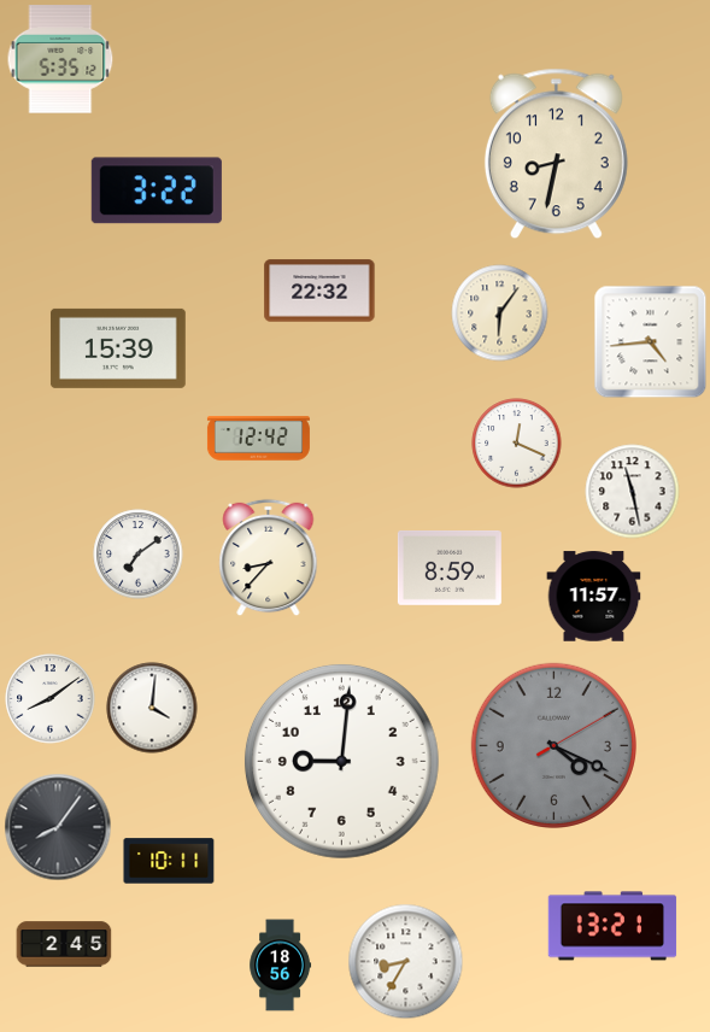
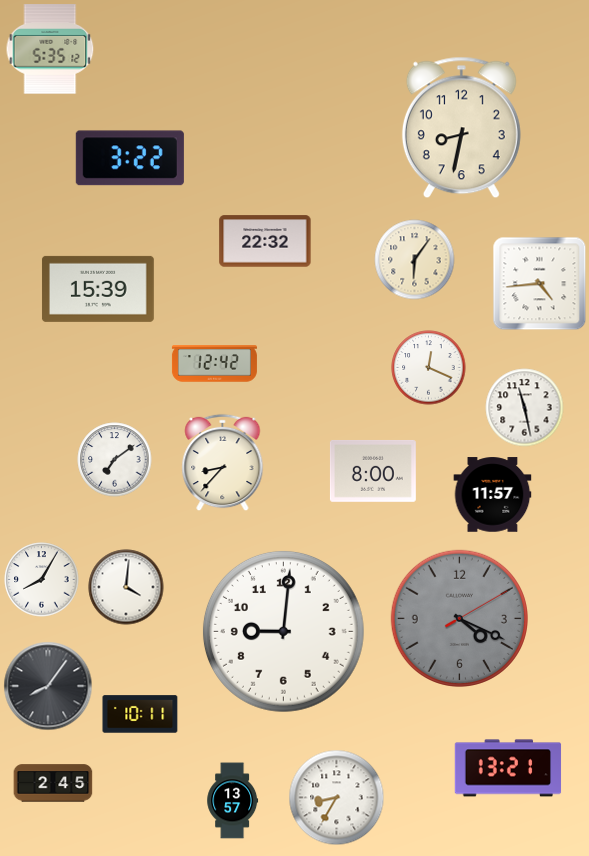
clock at (450, 568): 8:59 -> 8:00
clock at (51, 699): 8:09 -> 8:05
clock at (281, 966): 18:56 -> 13:57
